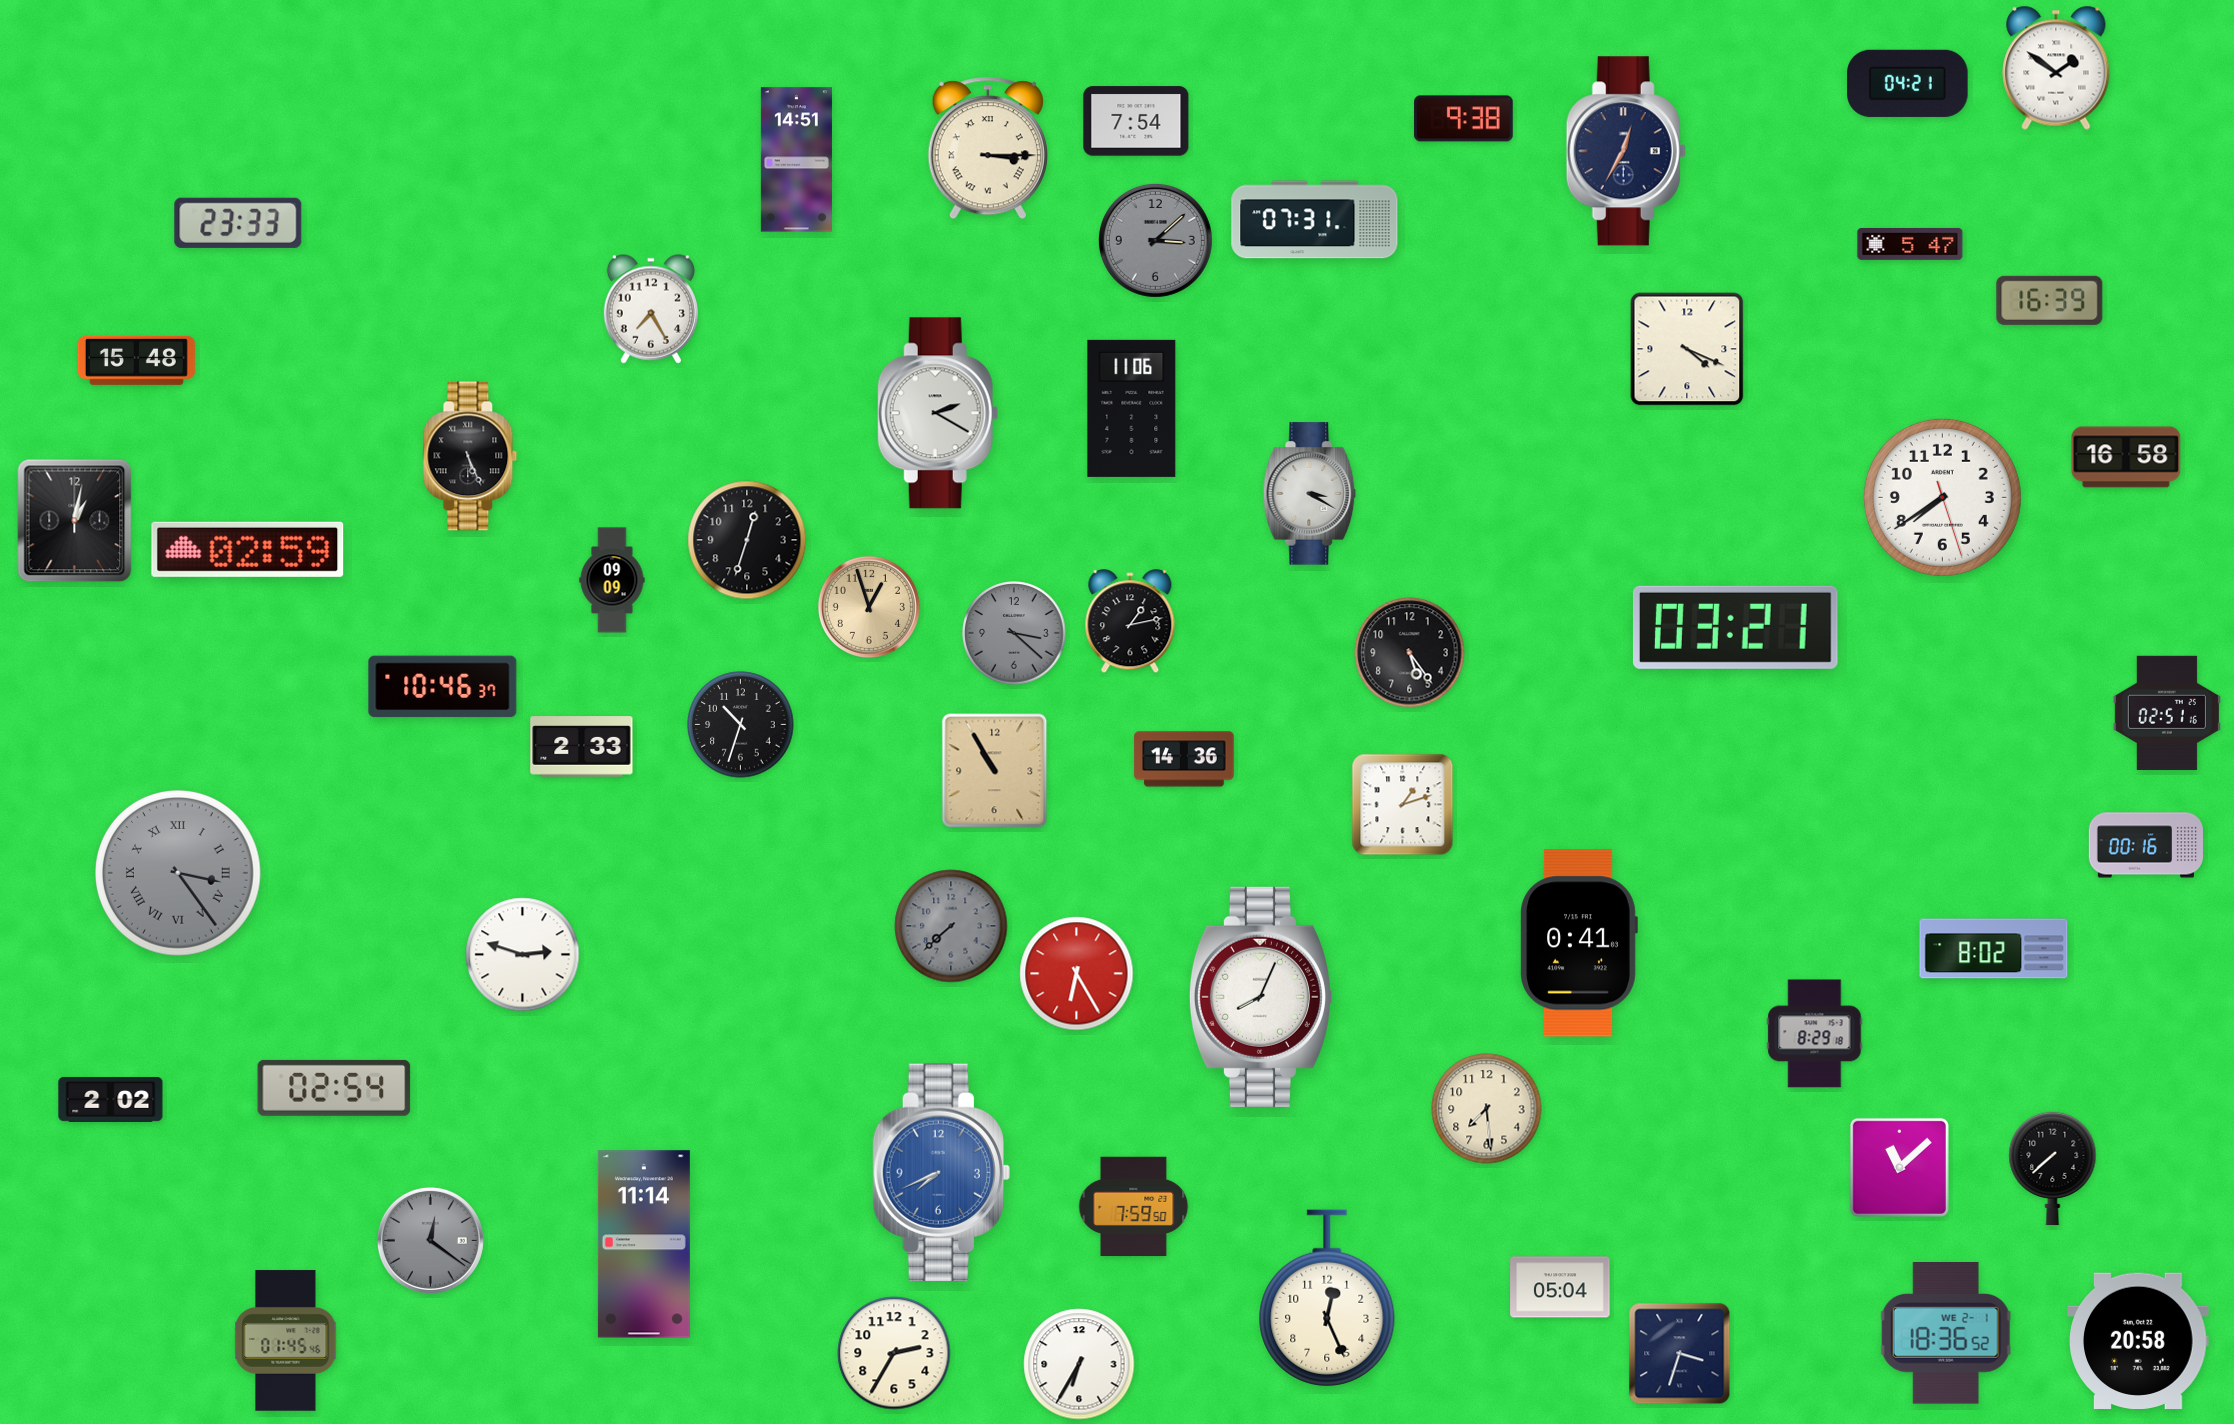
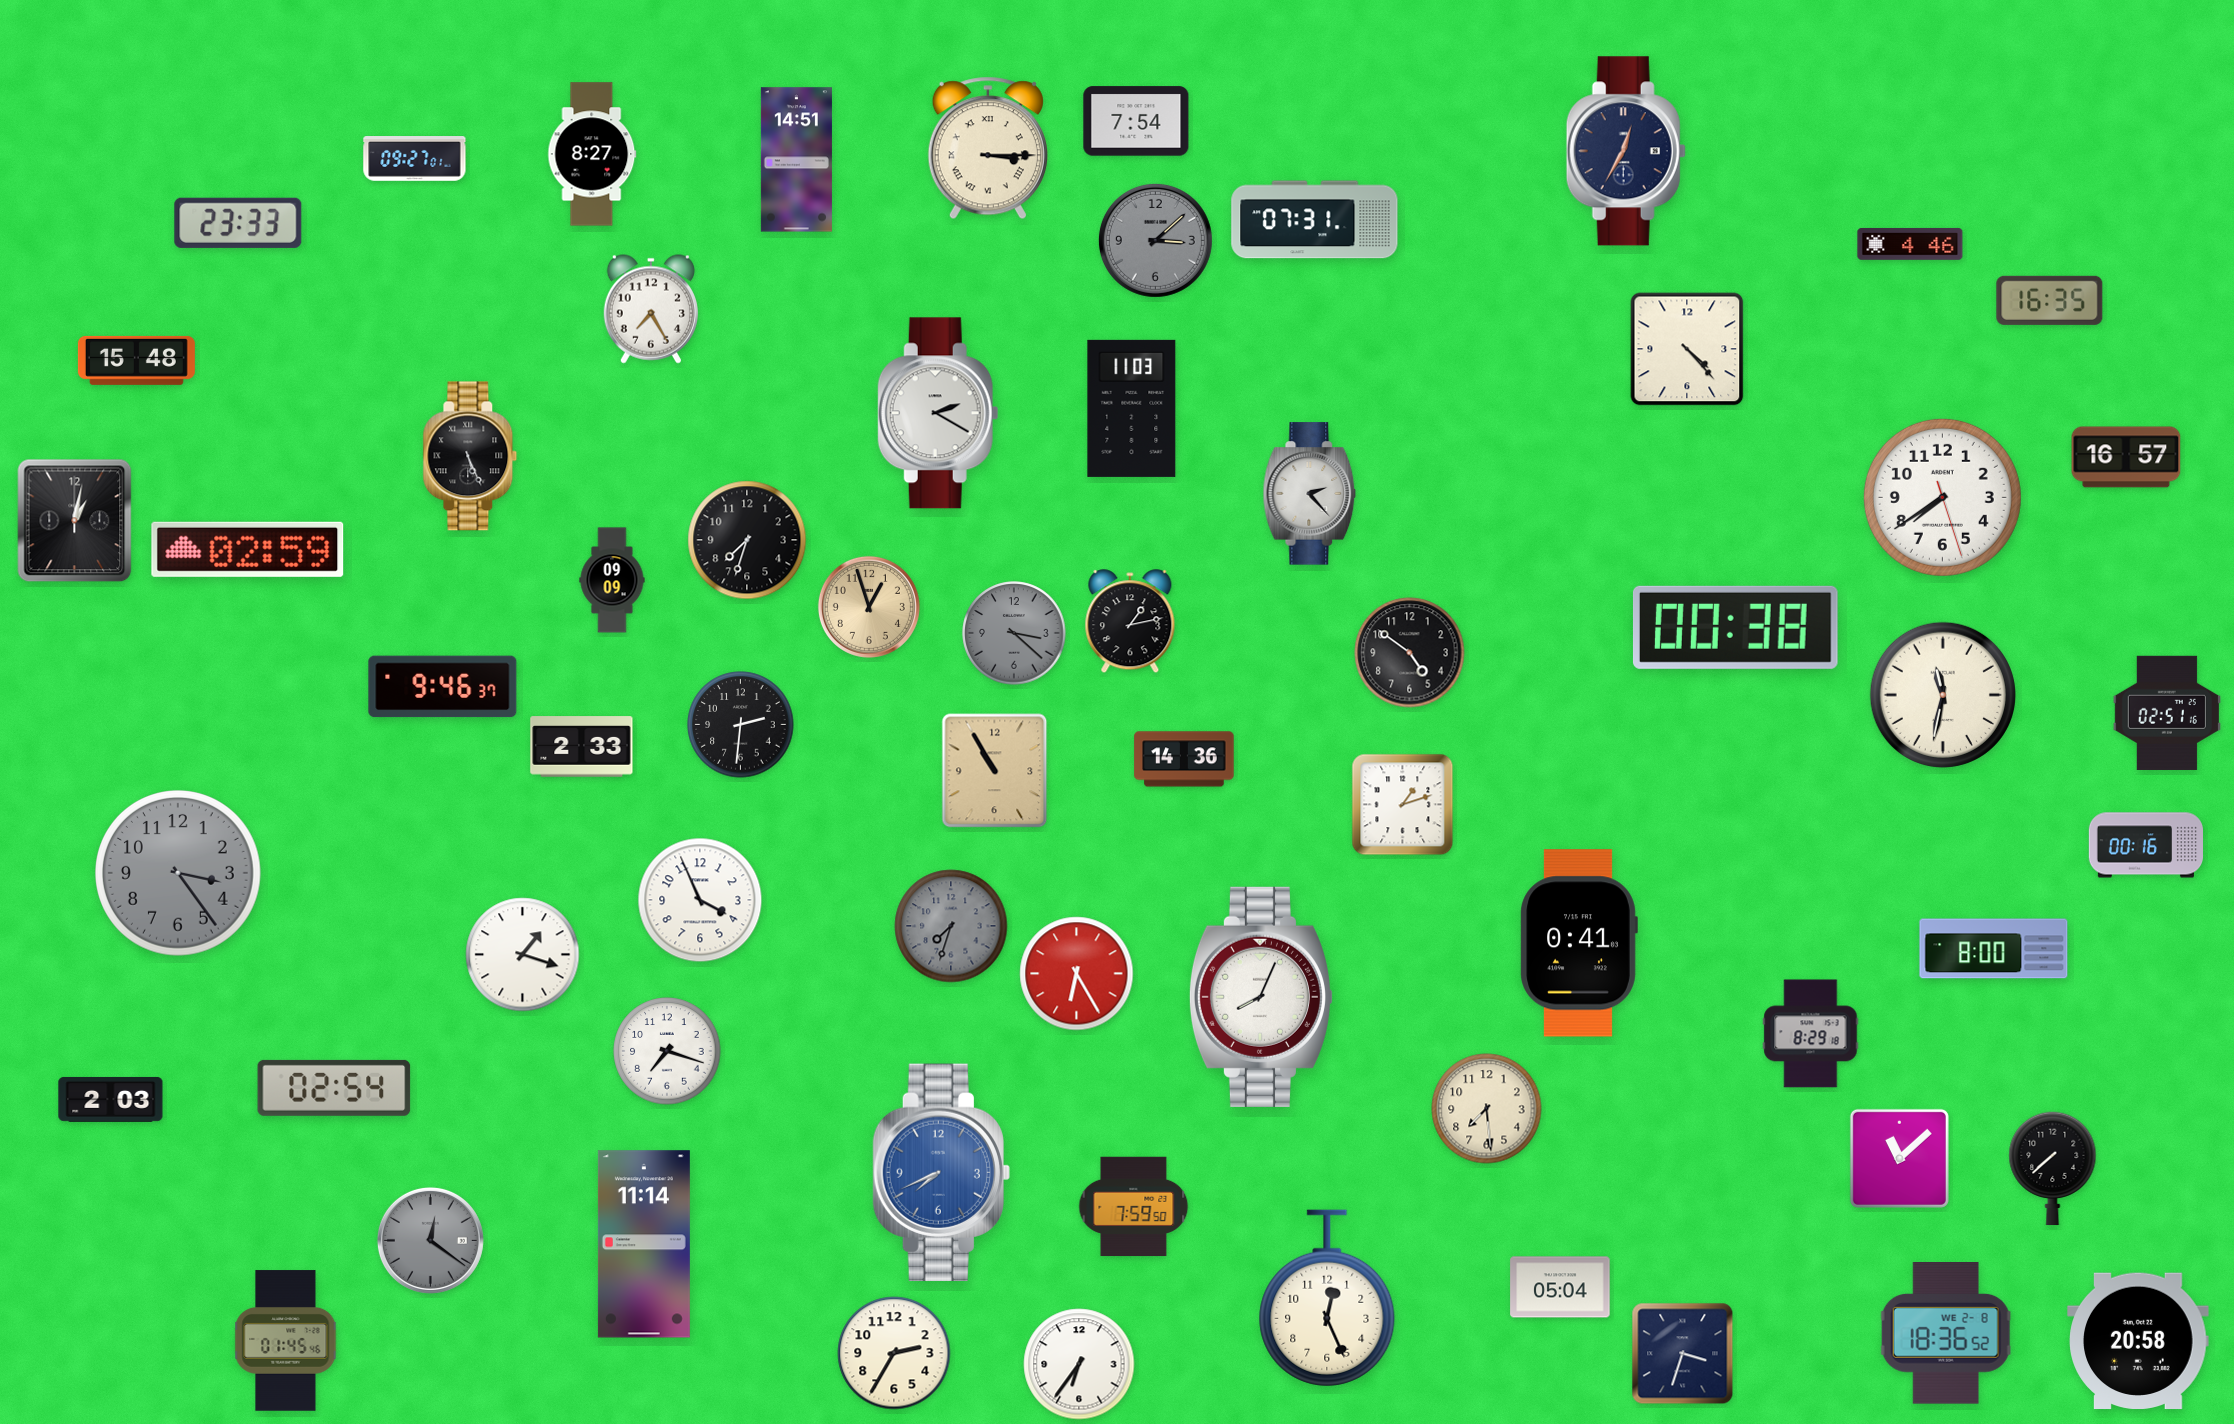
clock at (2056, 68): 1:51 -> none
clock at (1908, 83): 04:21 -> none
clock at (1464, 119): 9:38 -> none
clock at (592, 154): none -> 8:27
clock at (415, 159): none -> 09:27
clock at (1910, 244): 5:47 -> 4:46
clock at (2050, 300): 16:39 -> 16:35
clock at (1687, 349): 4:19 -> 4:23
clock at (1132, 408): 11:06 -> 11:03
clock at (2126, 457): 16:58 -> 16:57
clock at (1310, 494): 3:20 -> 2:23
clock at (747, 540): 12:33 -> 7:33
clock at (1735, 627): 03:21 -> 00:38
clock at (1410, 653): 5:24 -> 4:51
clock at (443, 687): 10:46 -> 9:46
clock at (1942, 694): none -> 11:32
clock at (741, 725): 10:33 -> 2:31
clock at (179, 874) numerals: Roman -> Arabic
clock at (700, 900): none -> 3:56
clock at (951, 926): 7:38 -> 7:33
clock at (1994, 949): 8:02 -> 8:00
clock at (523, 955): 2:48 -> 1:18
clock at (1815, 1034) position: (1815, 1034) -> (1811, 1034)
clock at (667, 1051): none -> 7:18
clock at (111, 1099): 2:02 -> 2:03
clock at (1899, 1167) position: (1899, 1167) -> (1899, 1158)
clock at (1946, 1333) date: WE 2-1 -> WE 2-8
clock at (1680, 1354) position: (1680, 1354) -> (1683, 1354)
clock at (1079, 1364): 6:35 -> 6:36
